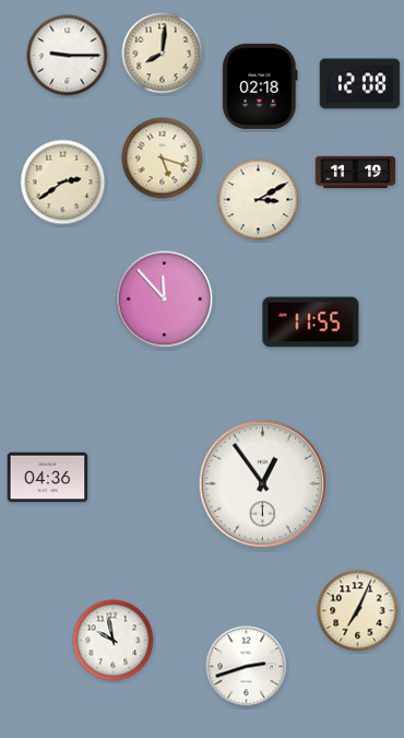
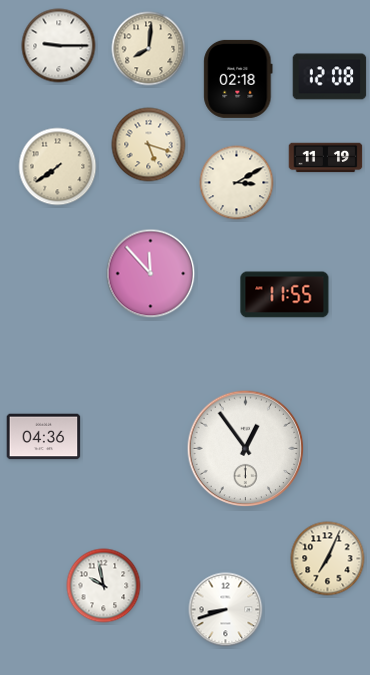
clock at (68, 56) position: (68, 56) -> (59, 46)
clock at (63, 183): 2:39 -> 7:39
clock at (263, 484) position: (263, 484) -> (246, 449)
clock at (247, 667): 2:42 -> 8:42
